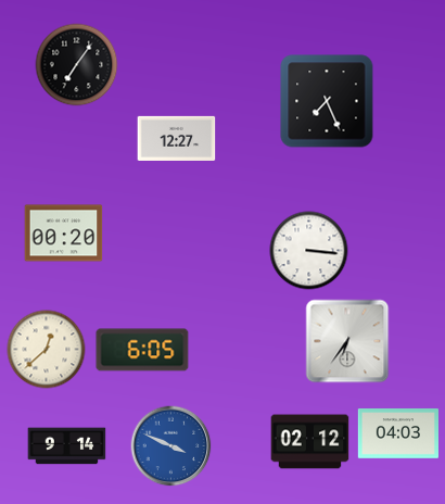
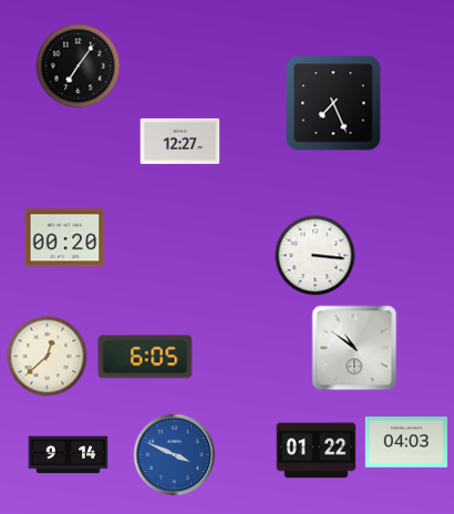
clock at (347, 341): 6:36 -> 10:51
clock at (310, 442): 02:12 -> 01:22
